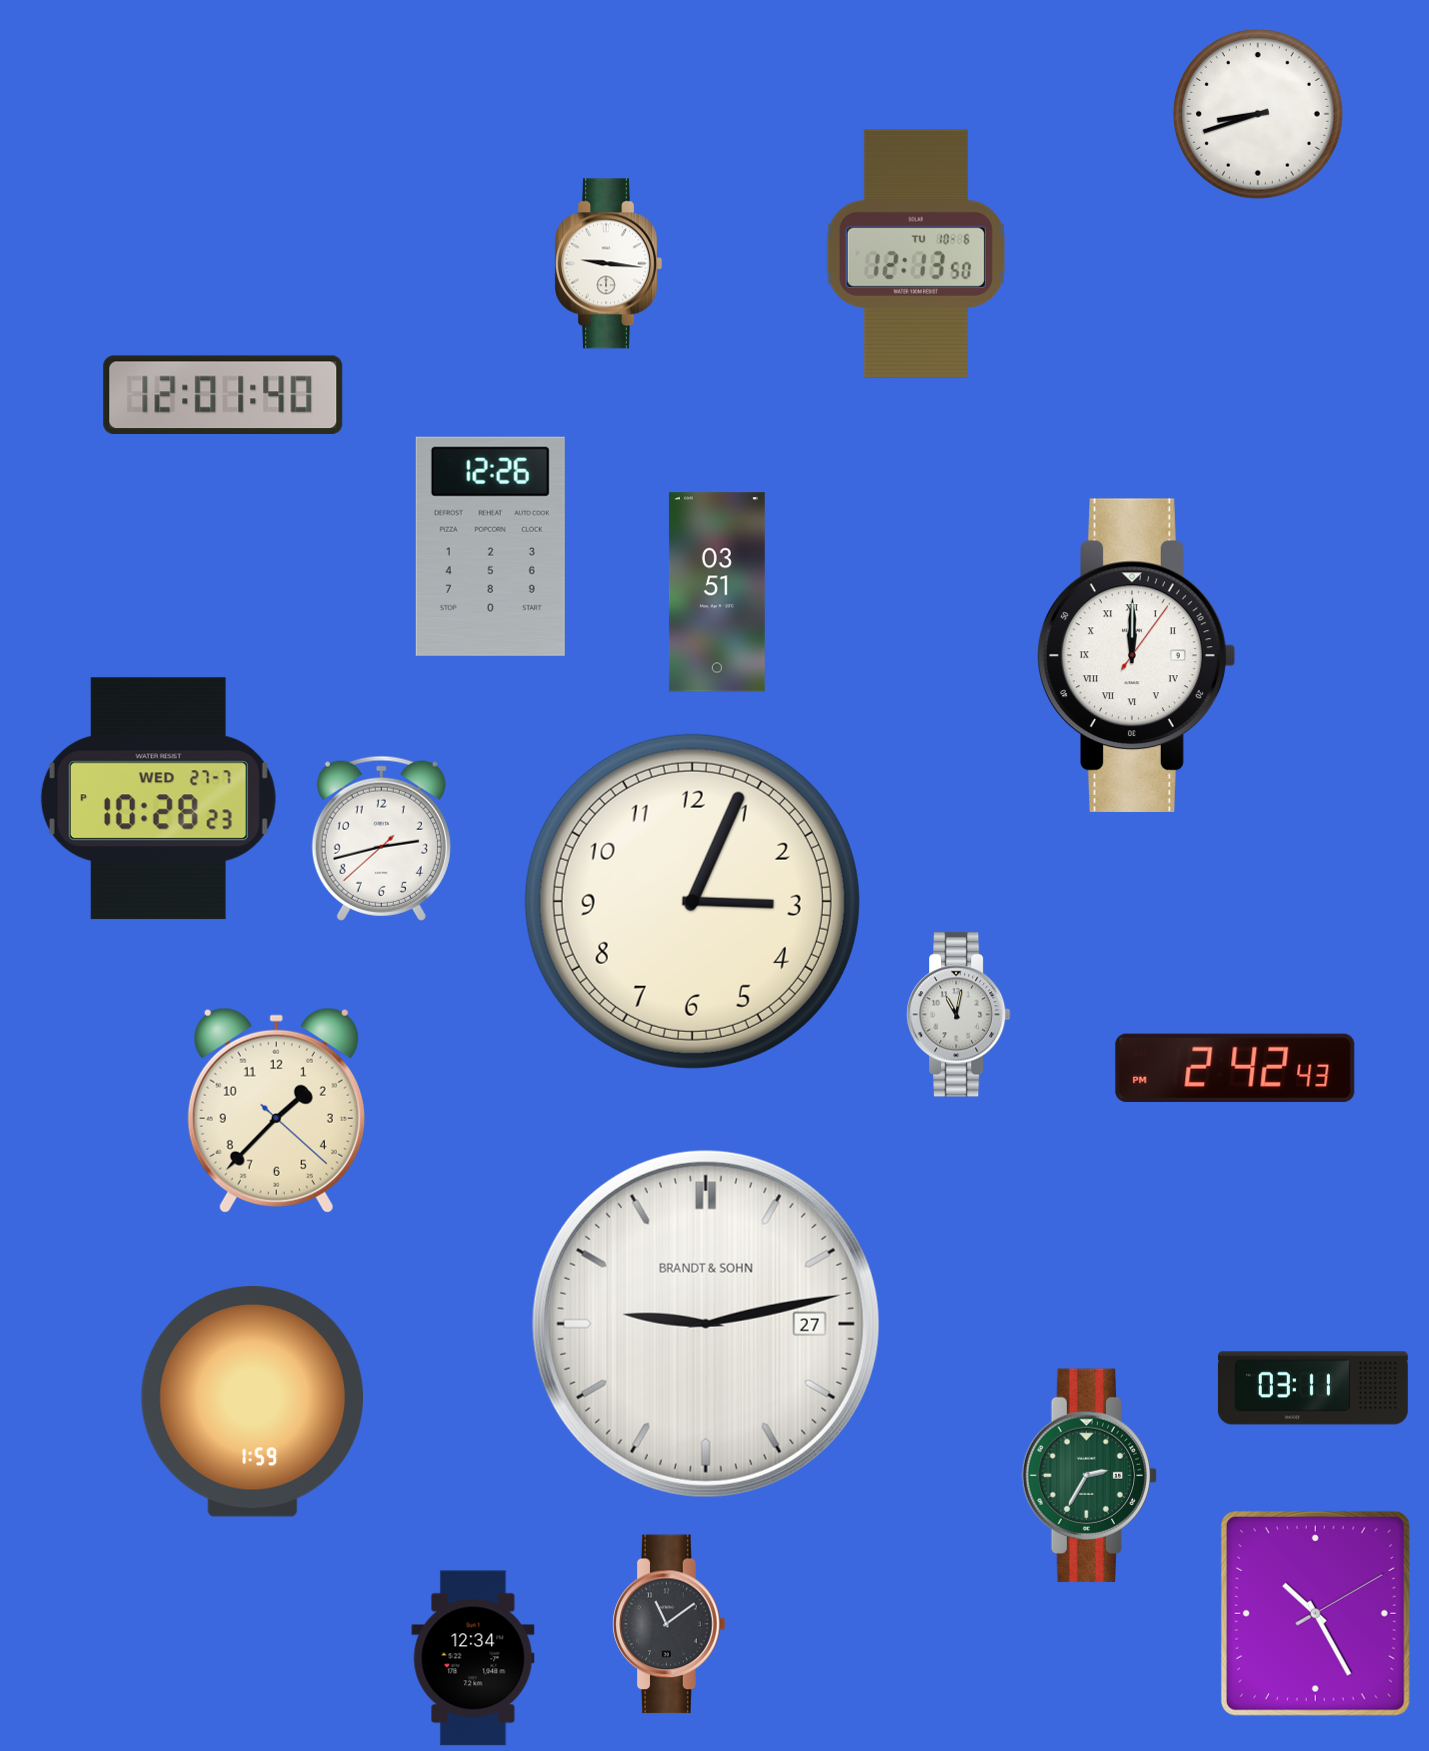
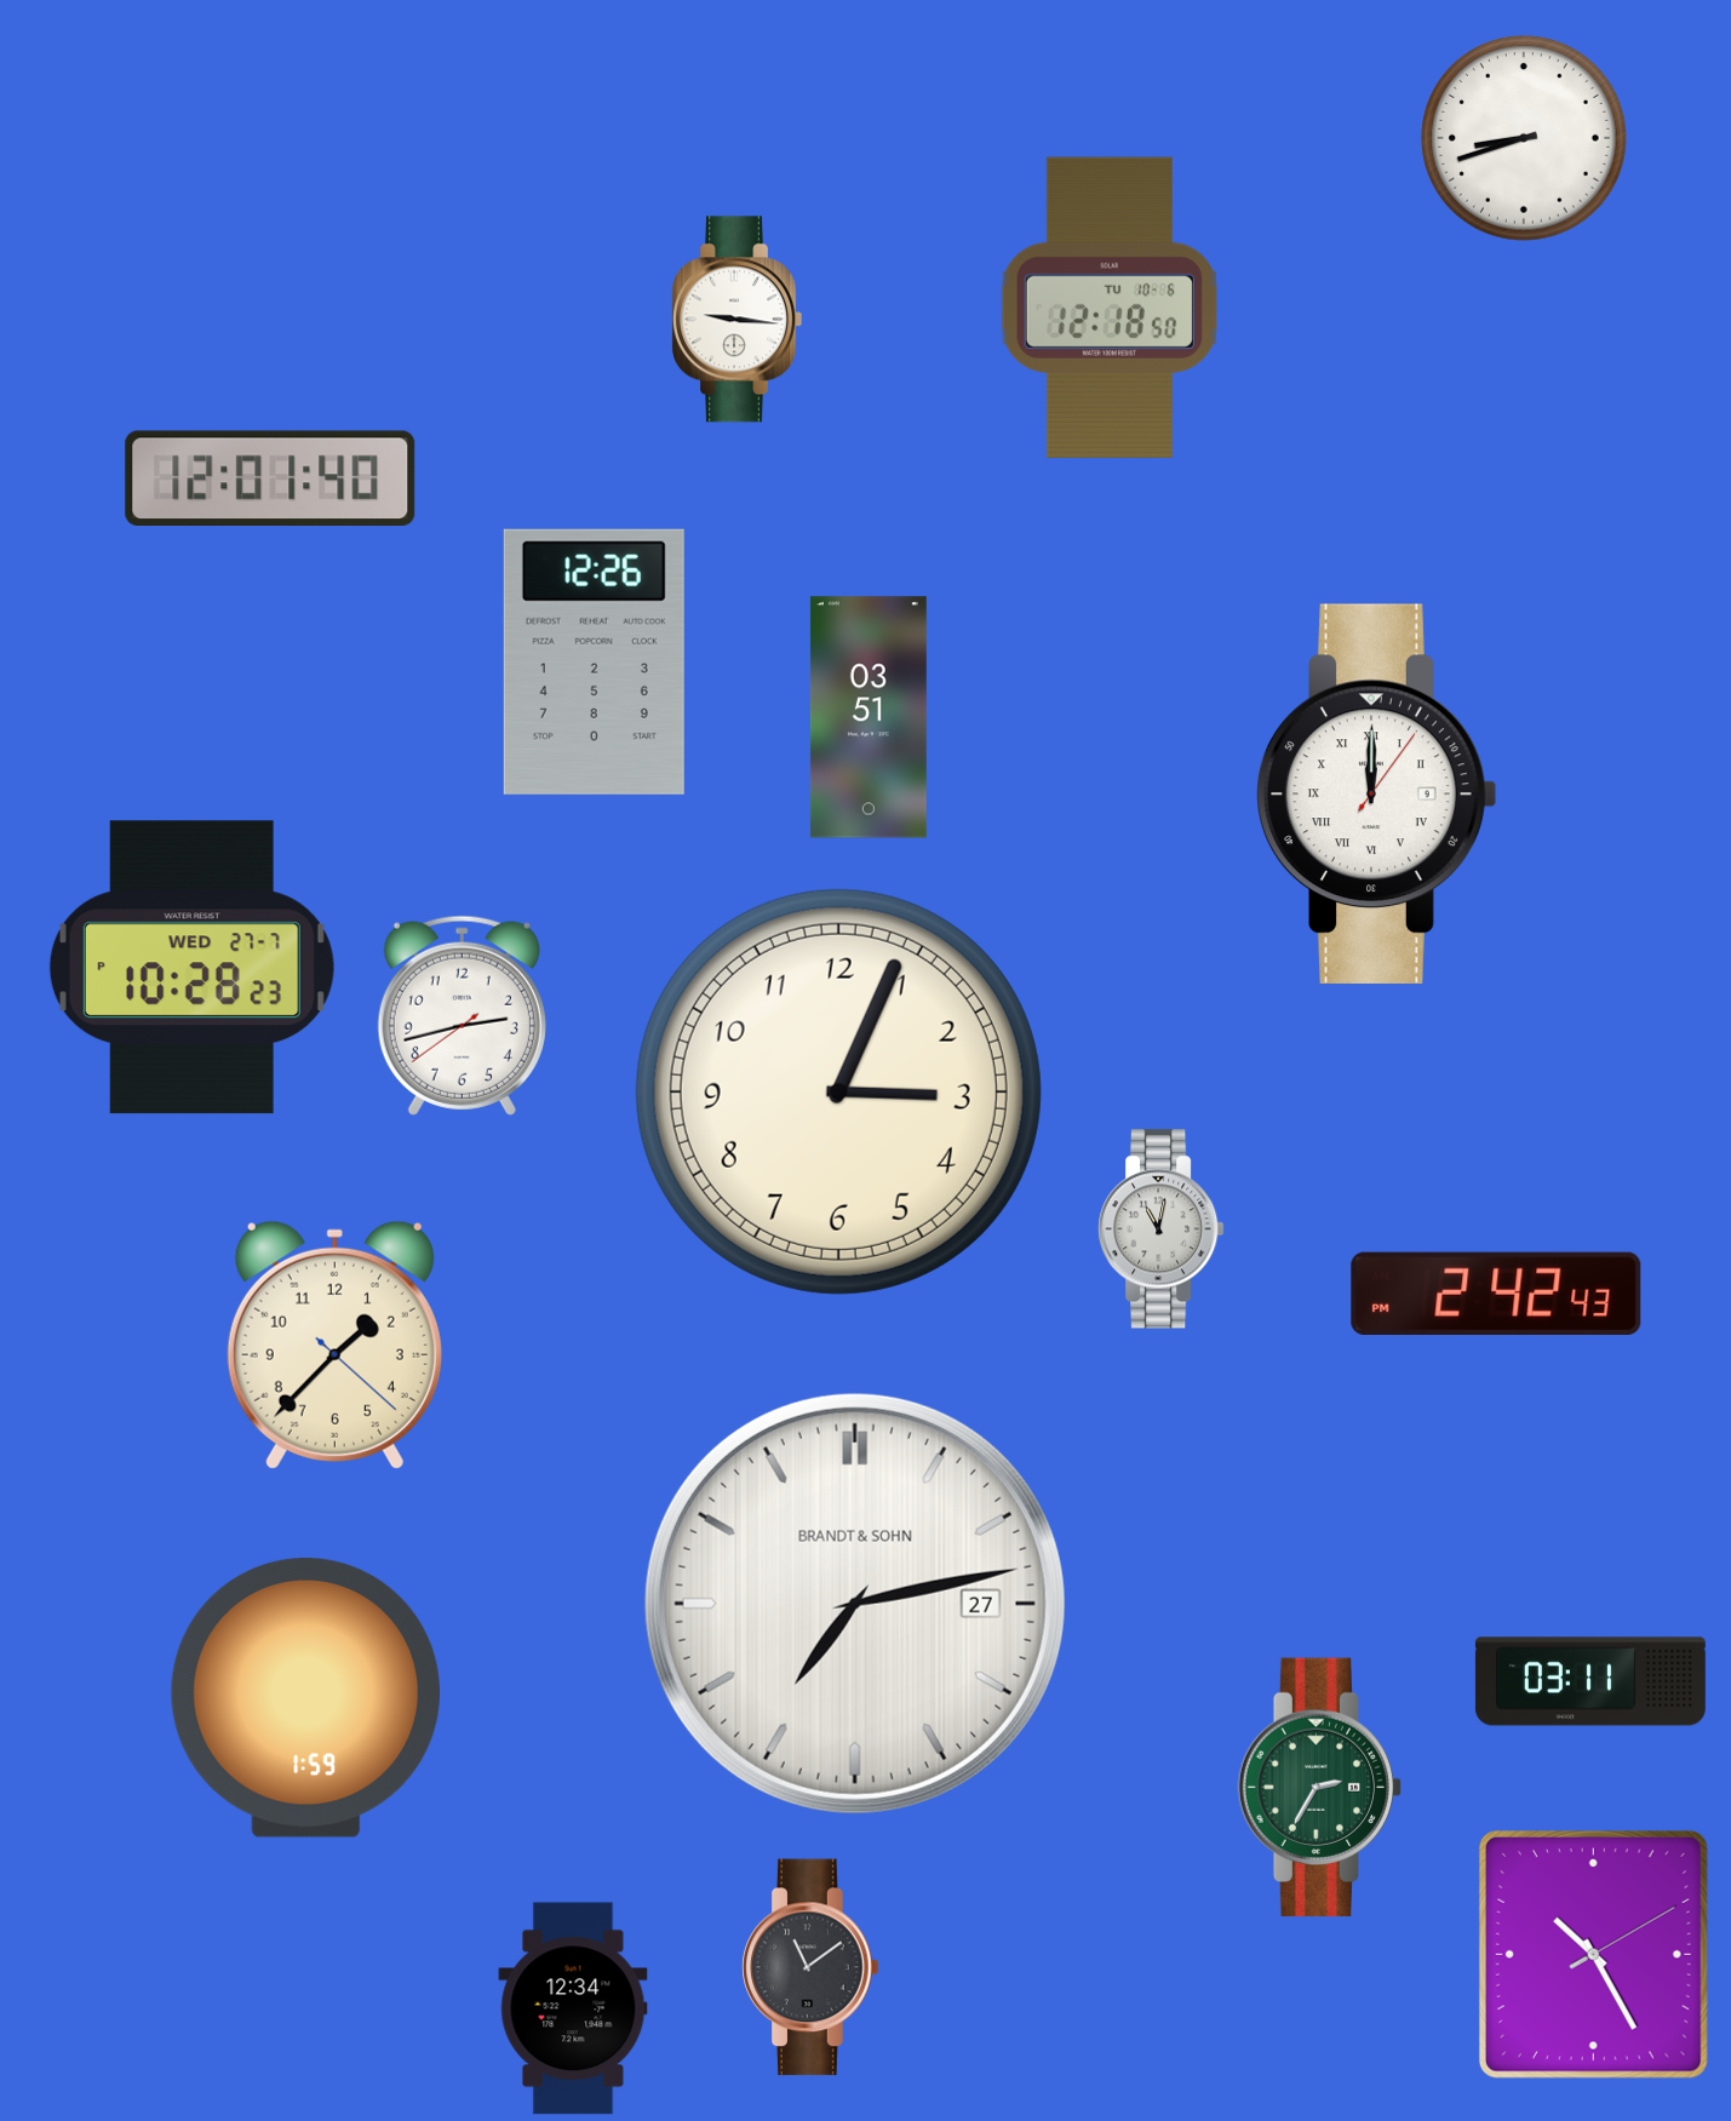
clock at (916, 254): 12:13 -> 12:18
clock at (381, 838): 2:42:38 -> 2:42:39
clock at (706, 1324): 9:13 -> 7:13
